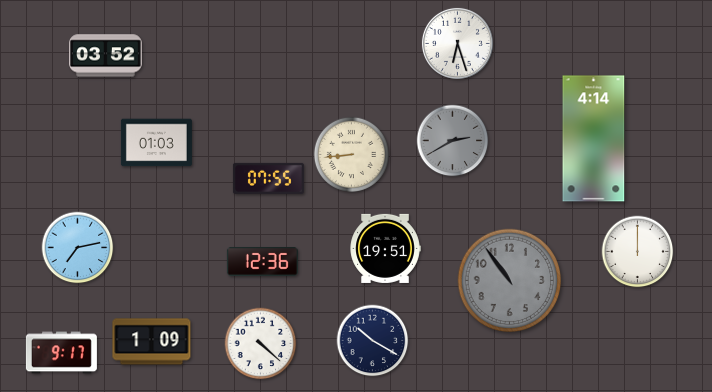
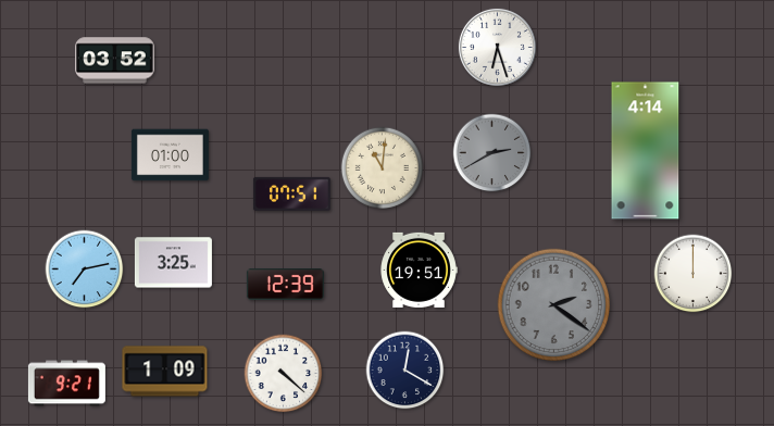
clock at (156, 143): 01:03 -> 01:00
clock at (351, 154): 8:44 -> 11:01
clock at (268, 178): 07:55 -> 07:51
clock at (173, 263): none -> 3:25
clock at (262, 262): 12:36 -> 12:39
clock at (510, 281): 10:54 -> 2:21
clock at (373, 341): 10:20 -> 12:20
clock at (61, 353): 9:17 -> 9:21
